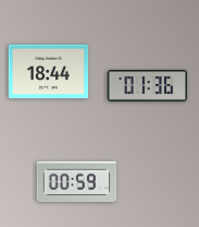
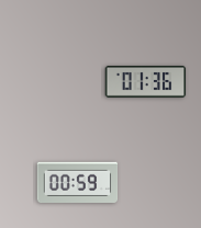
clock at (49, 72): 18:44 -> none
clock at (148, 85) position: (148, 85) -> (146, 81)
